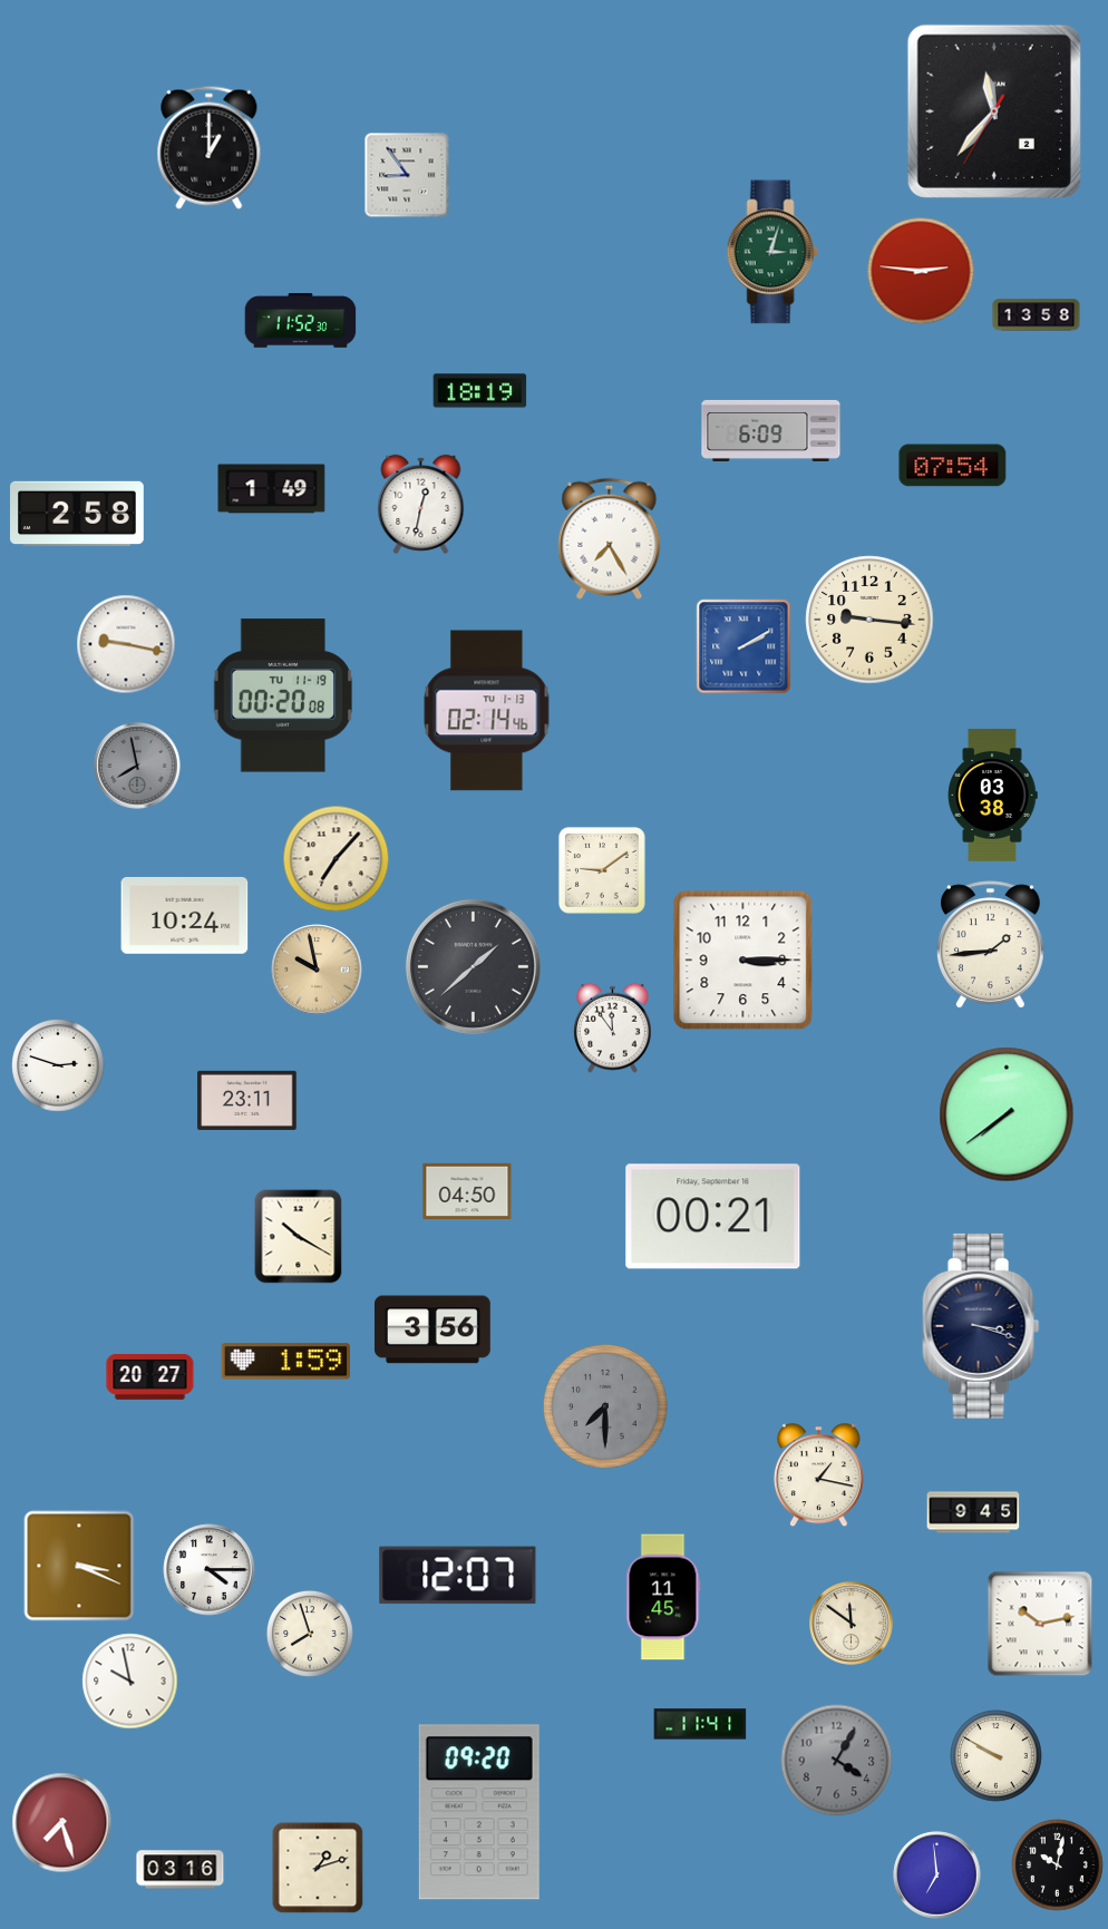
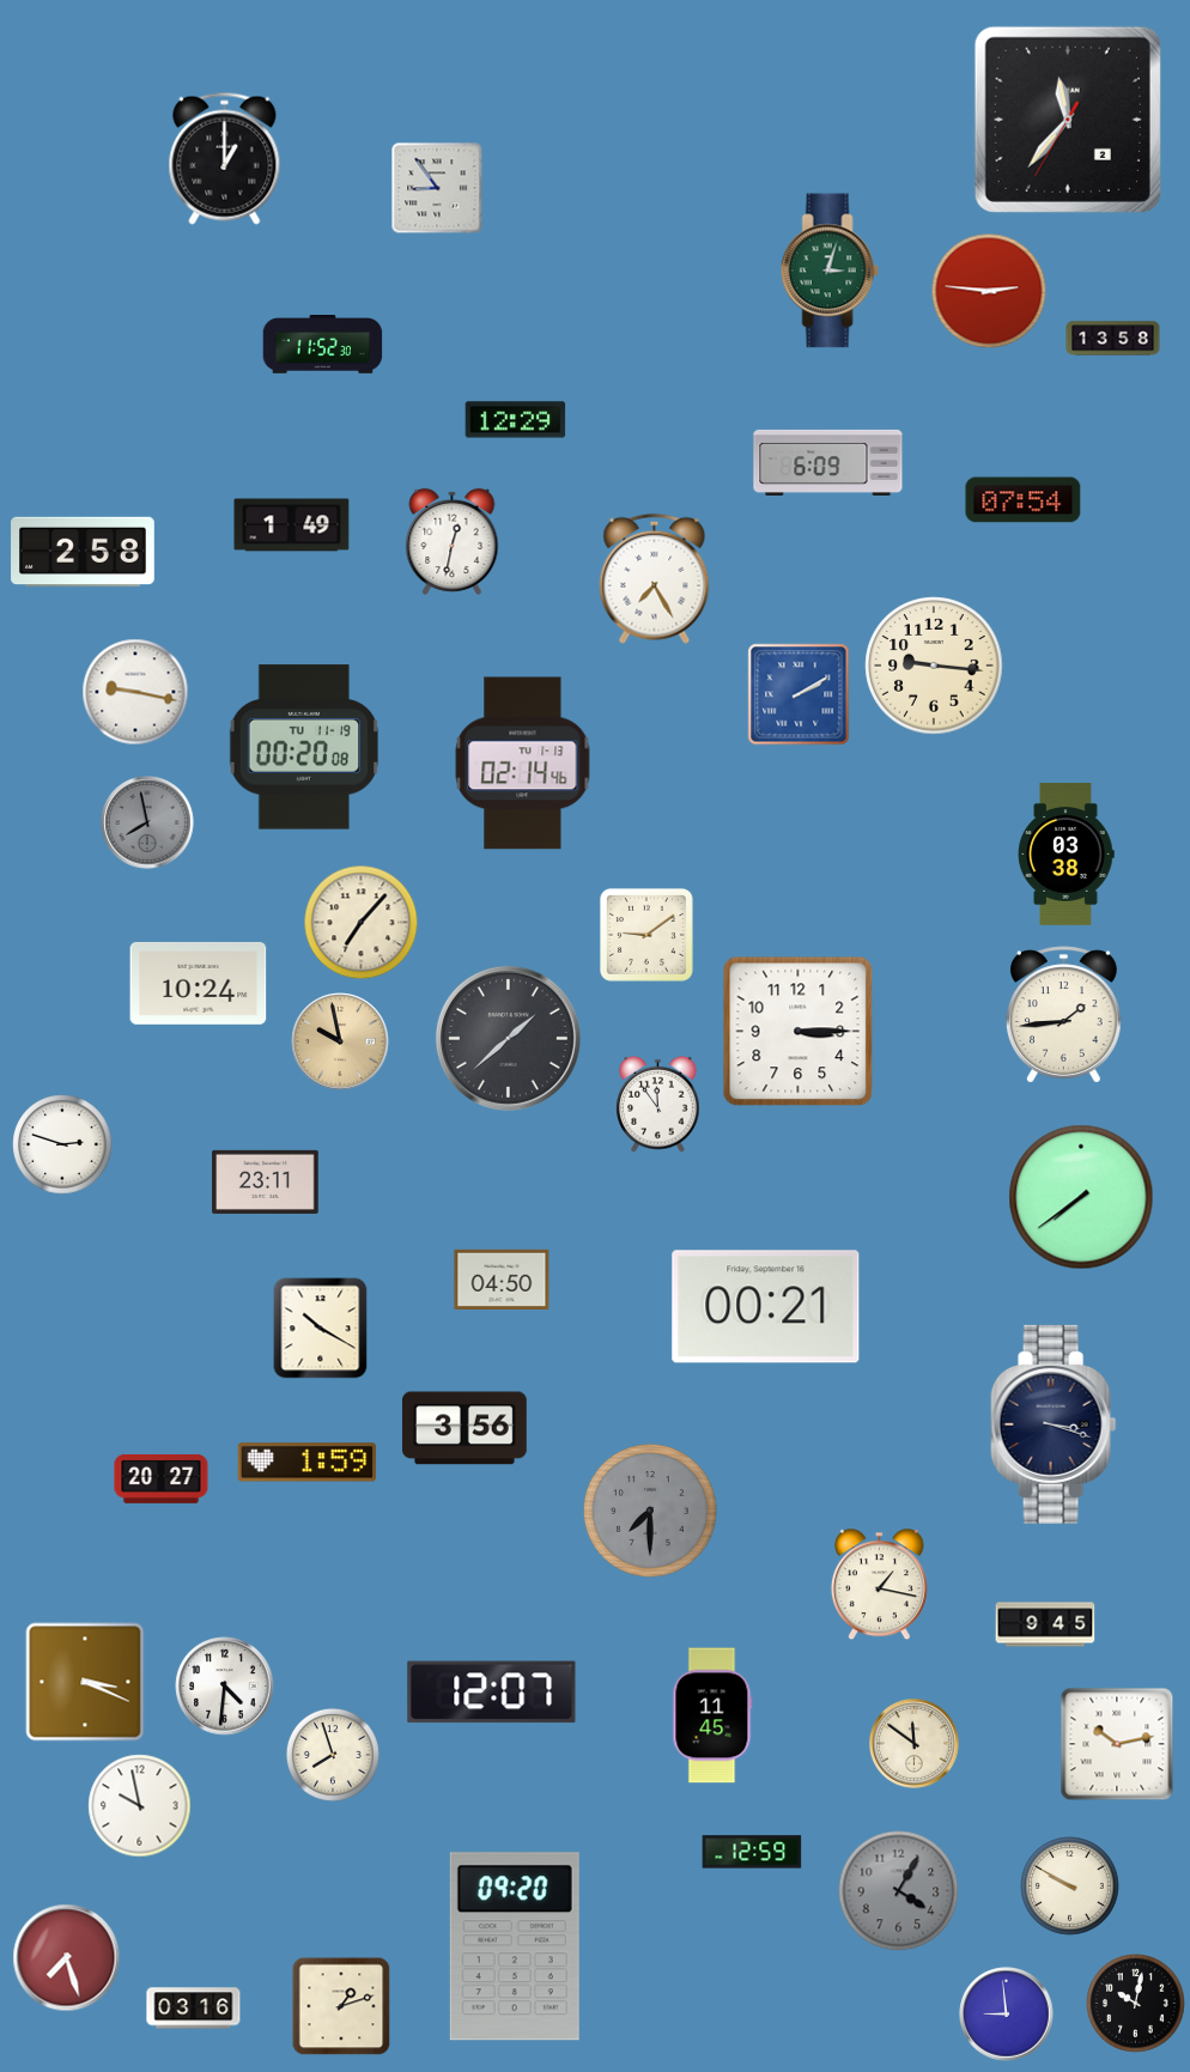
clock at (480, 391): 18:19 -> 12:29
clock at (210, 1570): 4:15 -> 4:31
clock at (700, 1724): 11:41 -> 12:59
clock at (937, 1876): 6:59 -> 8:59
